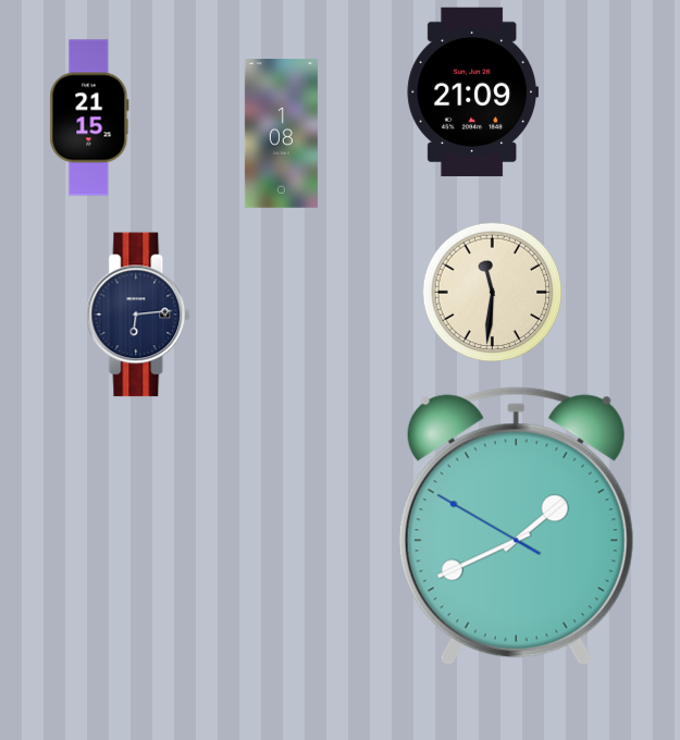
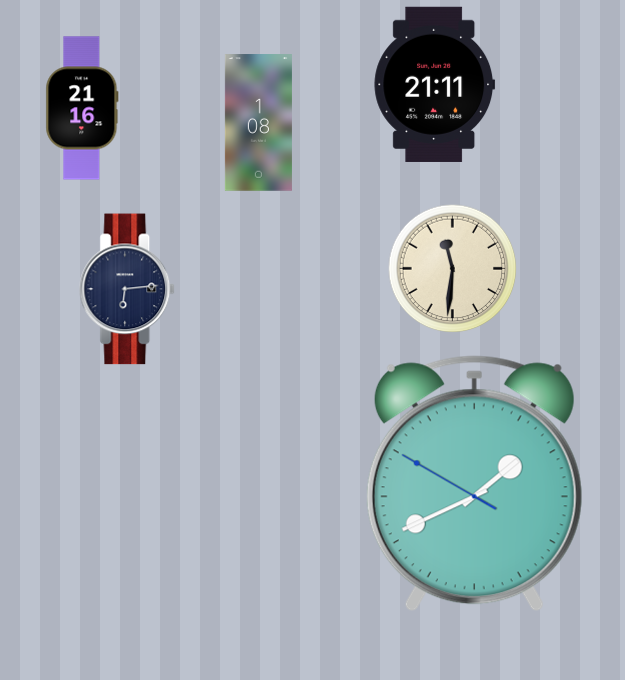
clock at (473, 91): 21:09 -> 21:11
clock at (89, 118): 21:15 -> 21:16
